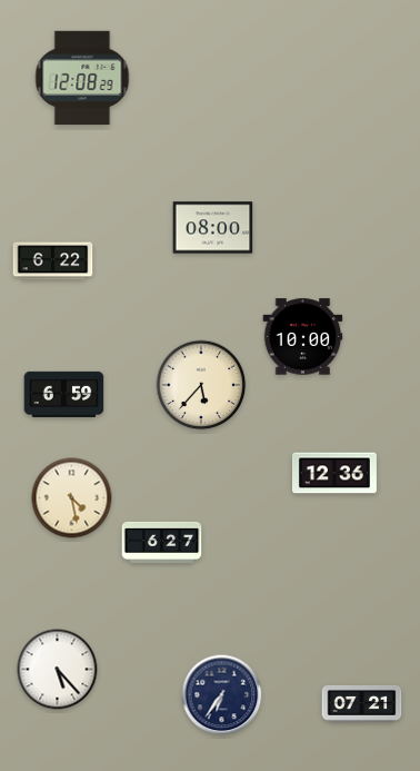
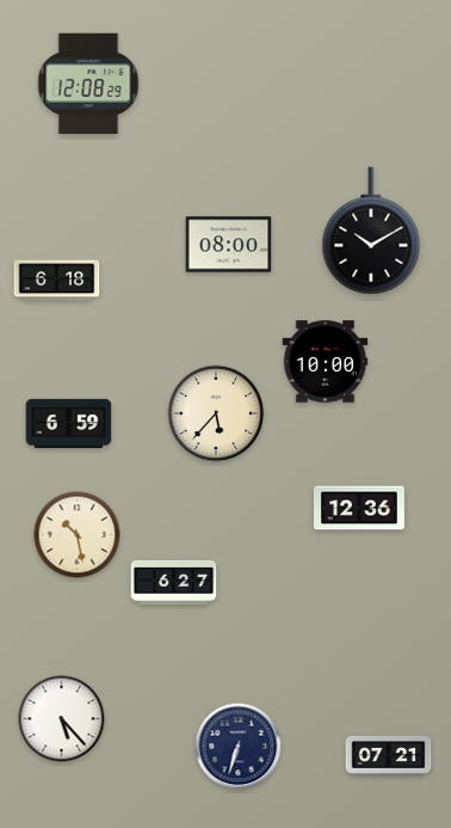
clock at (371, 231): none -> 10:10
clock at (53, 261): 6:22 -> 6:18
clock at (72, 498): 4:28 -> 10:28
clock at (222, 695): 6:36 -> 6:33
